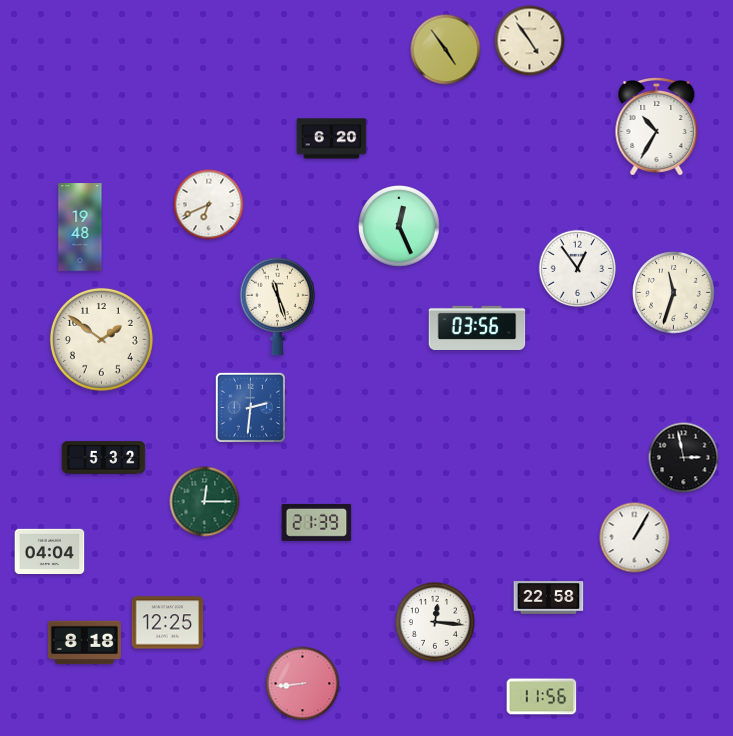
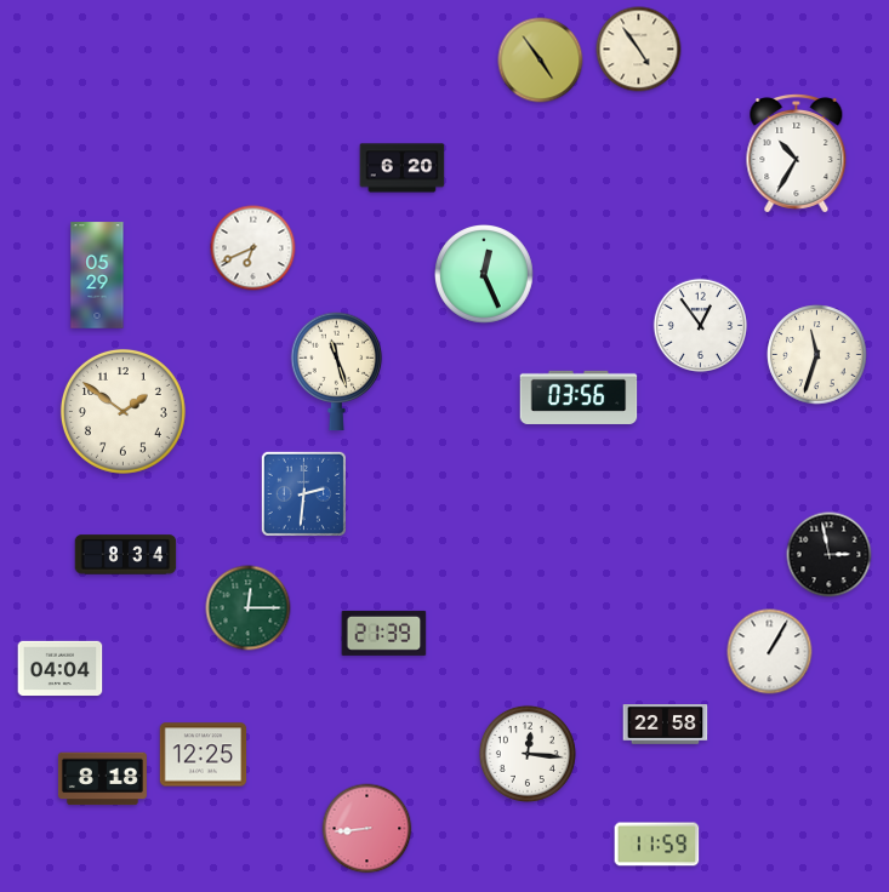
clock at (530, 41) position: (530, 41) -> (639, 50)
clock at (80, 227): 19:48 -> 05:29
clock at (104, 458): 5:32 -> 8:34
clock at (542, 697): 11:56 -> 11:59
